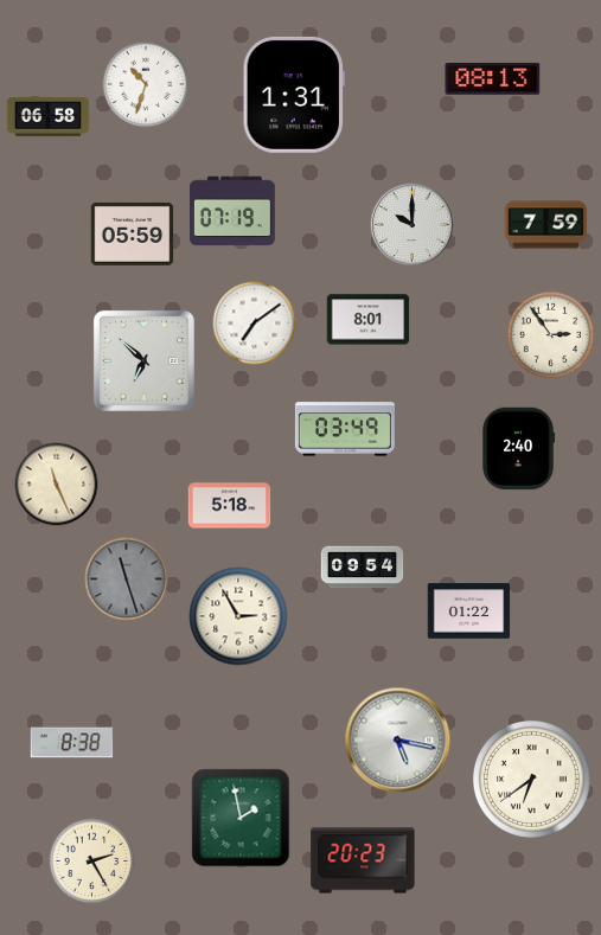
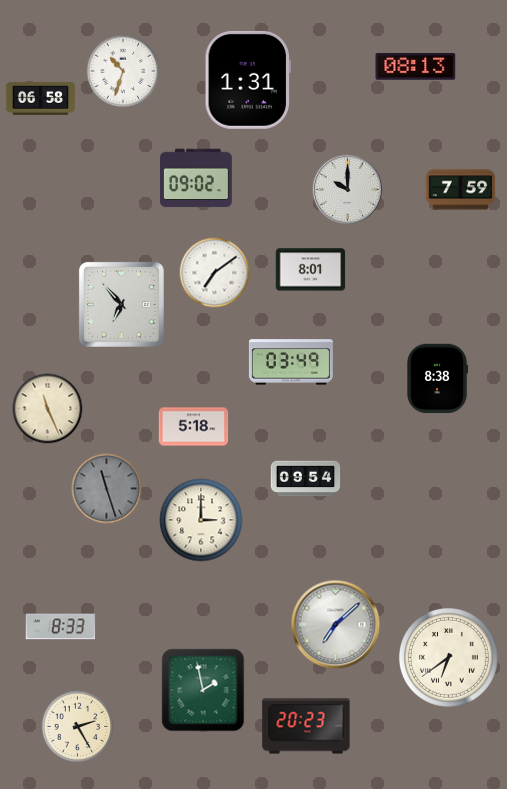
clock at (232, 211): 07:19 -> 09:02
clock at (133, 233): 05:59 -> none
clock at (551, 335): 2:54 -> none
clock at (143, 360): 6:52 -> 6:53
clock at (519, 449): 2:40 -> 8:38
clock at (469, 611): 01:22 -> none
clock at (238, 616): 2:55 -> 3:00
clock at (398, 741): 5:17 -> 7:08
clock at (72, 743): 8:38 -> 8:33
